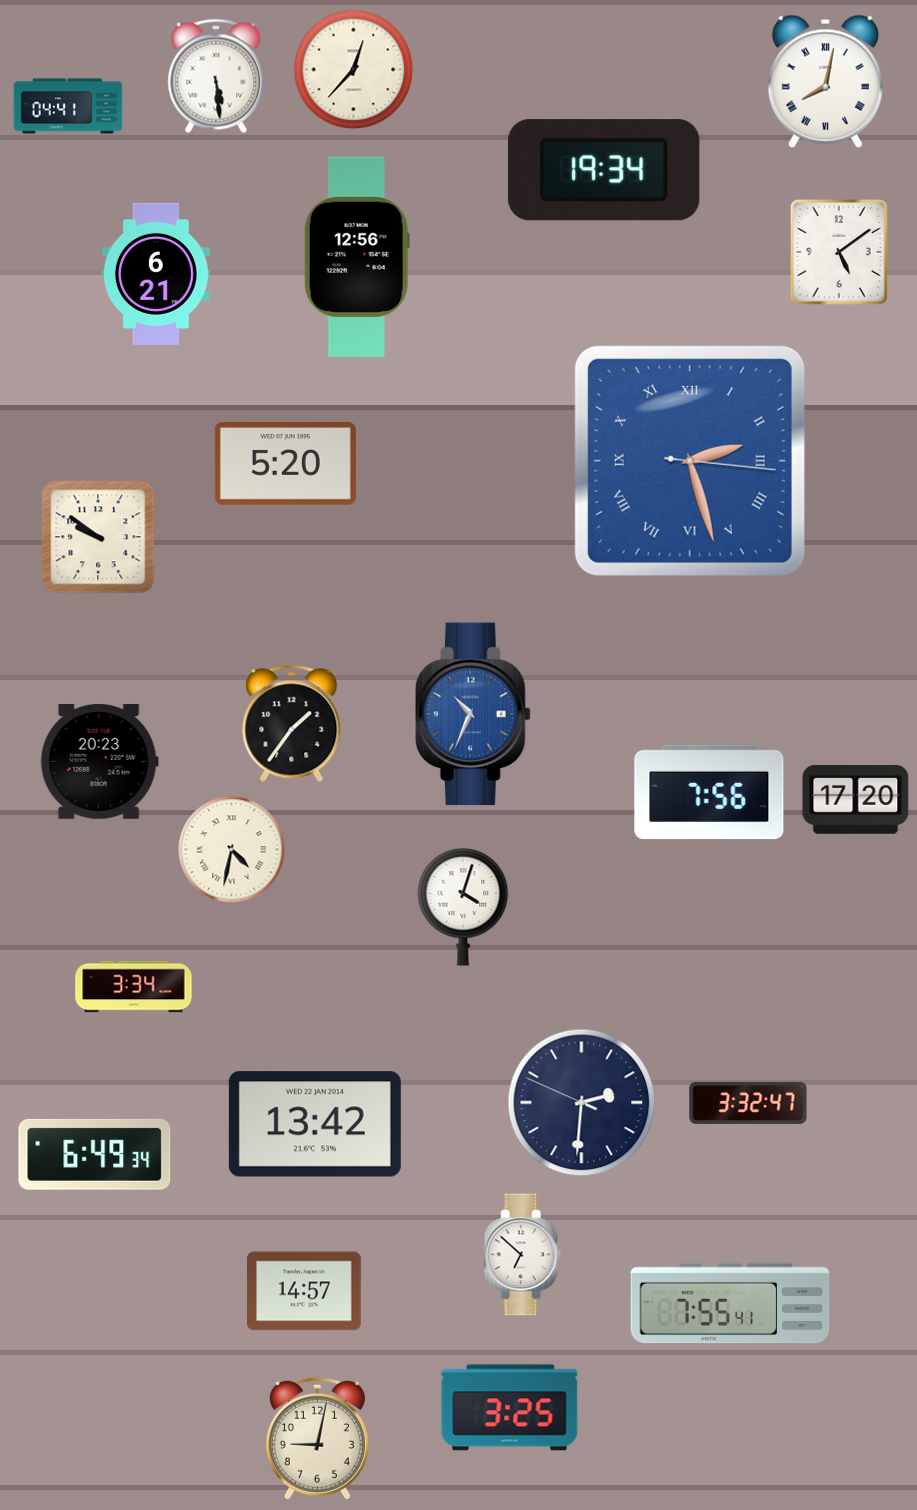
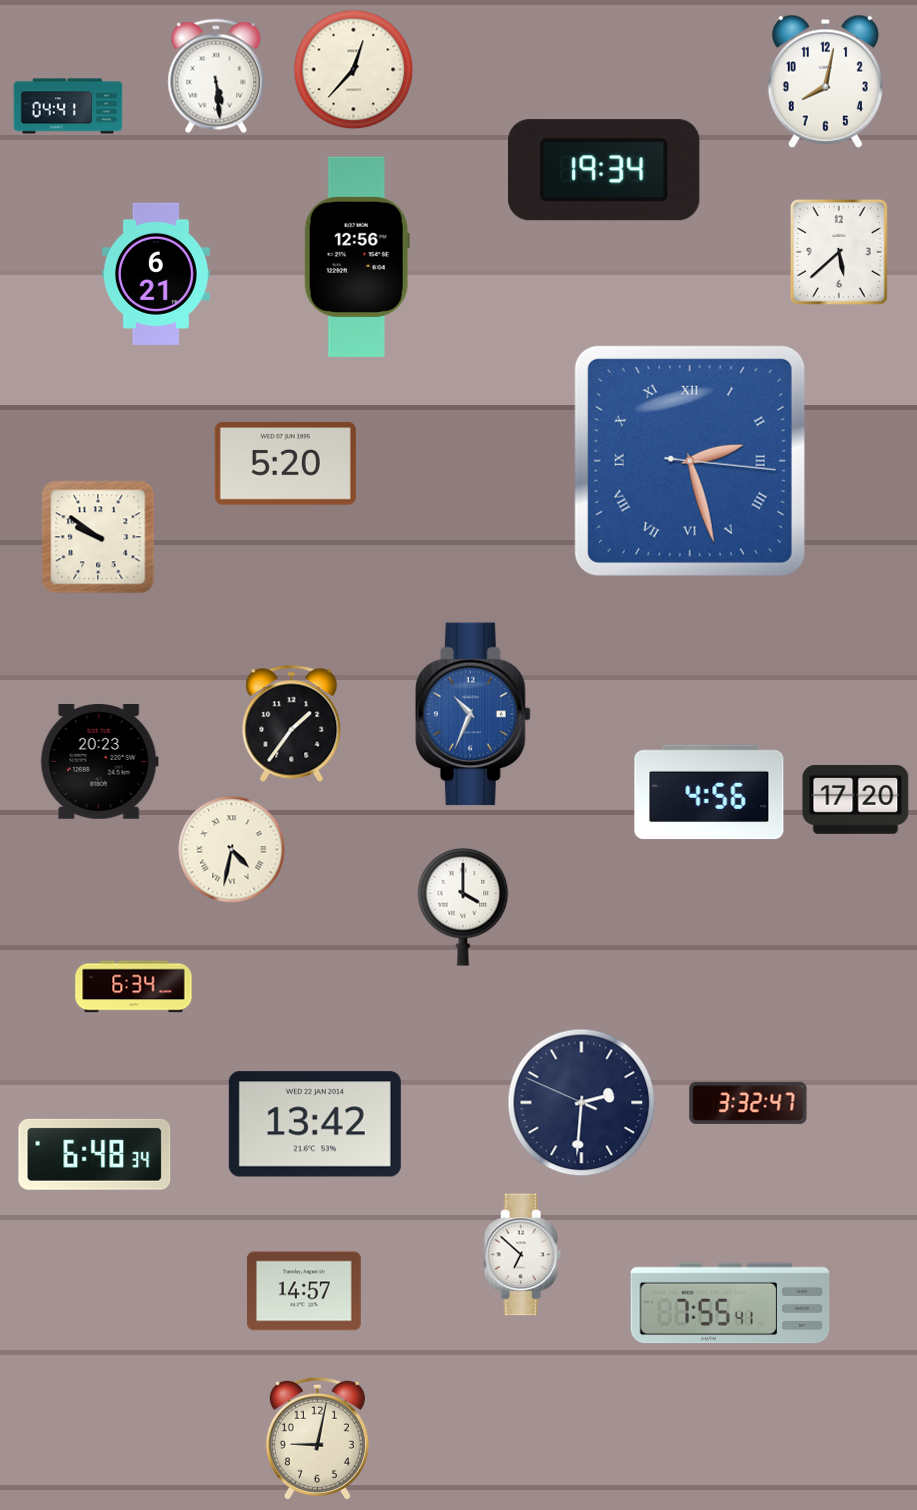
clock at (825, 81) numerals: Roman -> Arabic
clock at (839, 252): 5:09 -> 5:38
clock at (709, 792): 7:56 -> 4:56
clock at (463, 907): 4:03 -> 4:00
clock at (134, 987): 3:34 -> 6:34
clock at (95, 1154): 6:49 -> 6:48
clock at (510, 1408): 3:25 -> none
